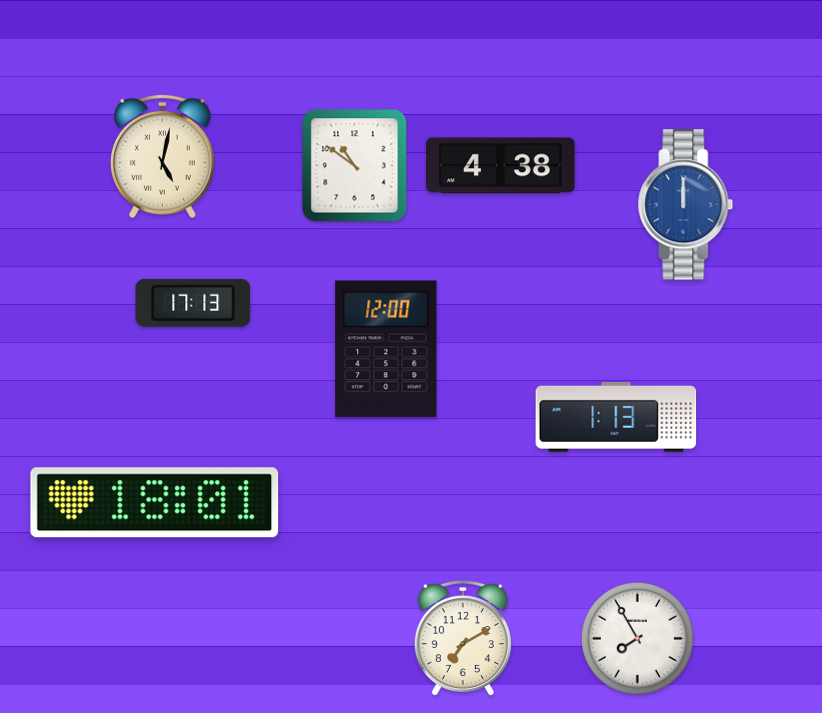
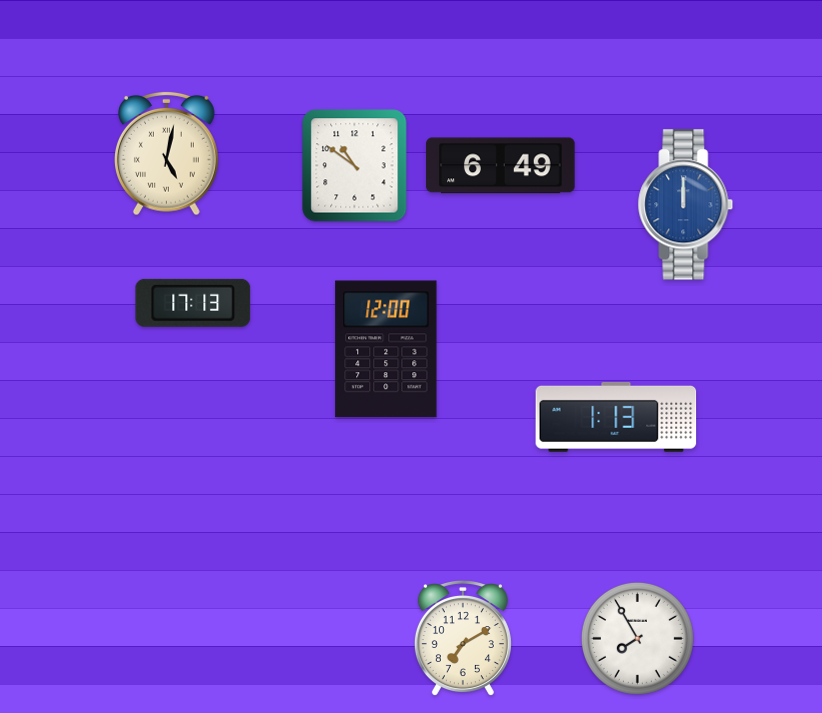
clock at (163, 156) position: (163, 156) -> (167, 153)
clock at (501, 166): 4:38 -> 6:49
clock at (155, 503): 18:01 -> none
